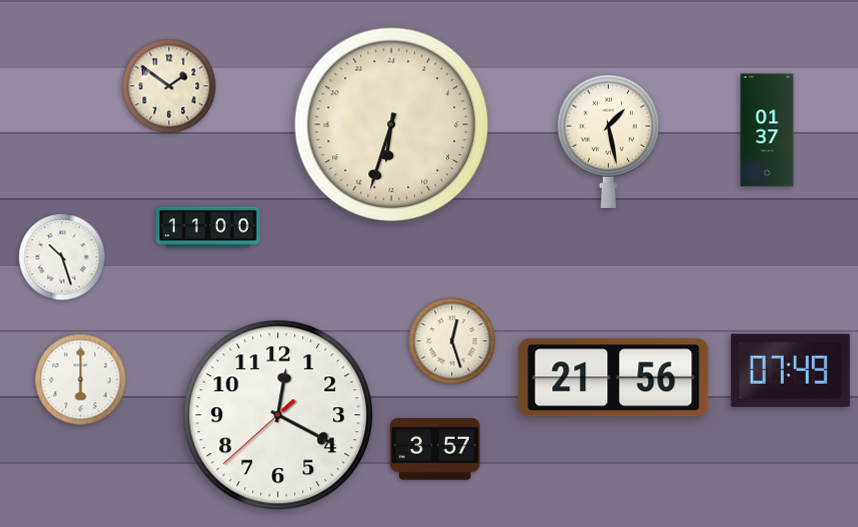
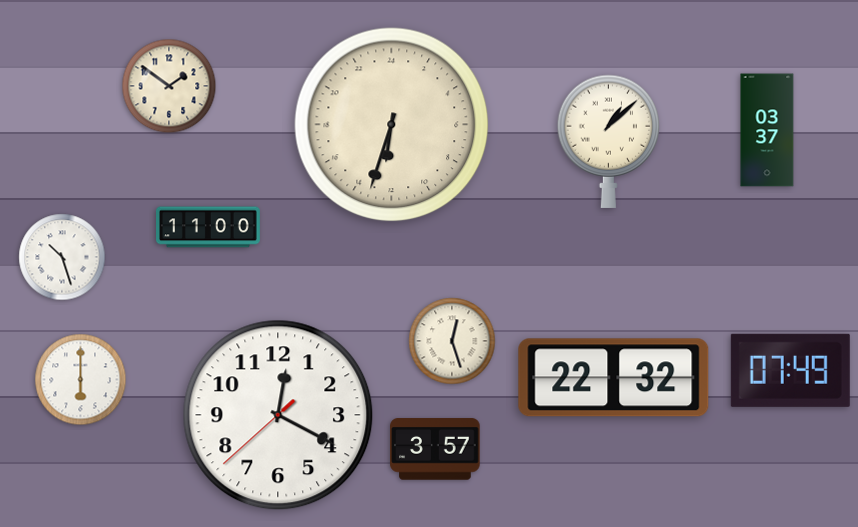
clock at (767, 130): 01:37 -> 03:37
clock at (609, 141): 1:28 -> 1:08
clock at (614, 378): 21:56 -> 22:32
